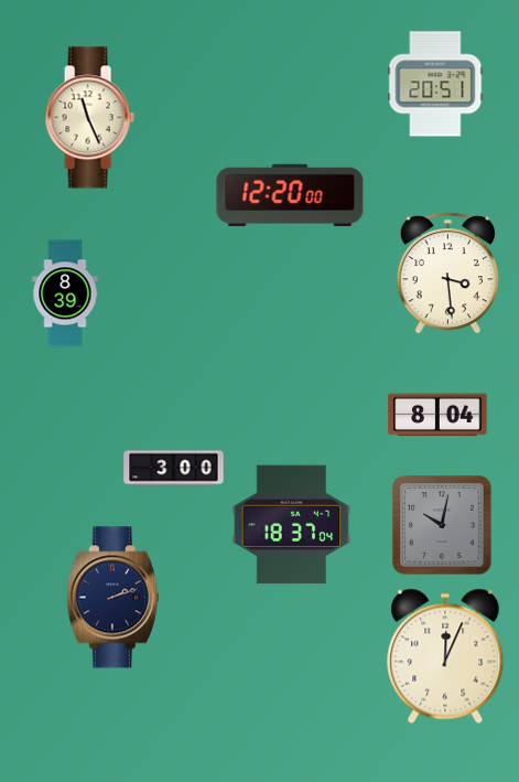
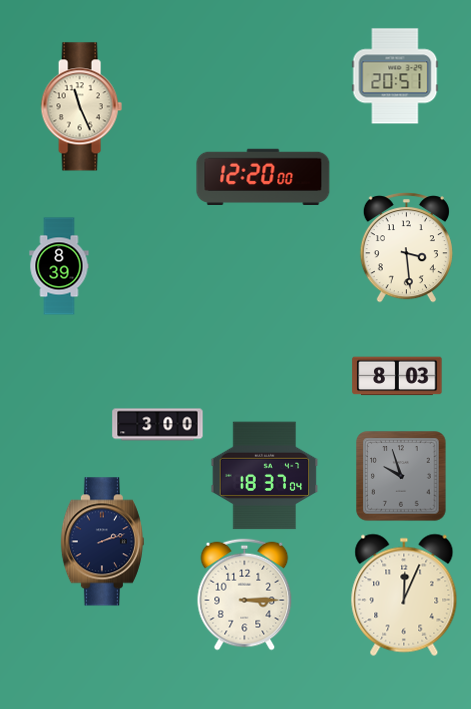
clock at (437, 415): 8:04 -> 8:03
clock at (442, 525): 10:02 -> 9:57
clock at (245, 595): none -> 3:15
